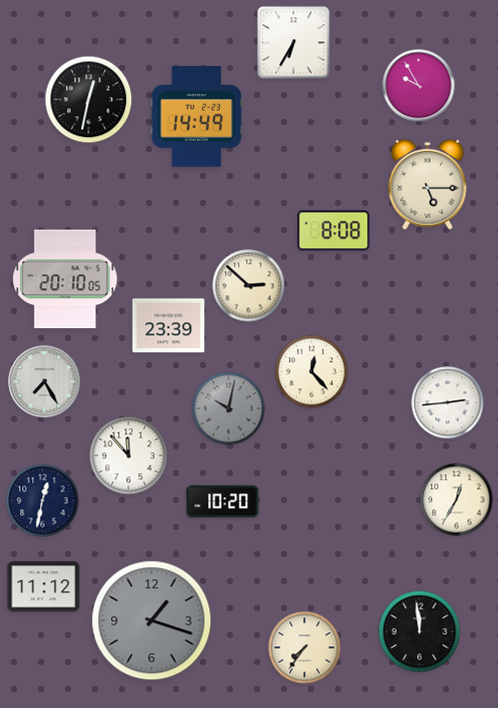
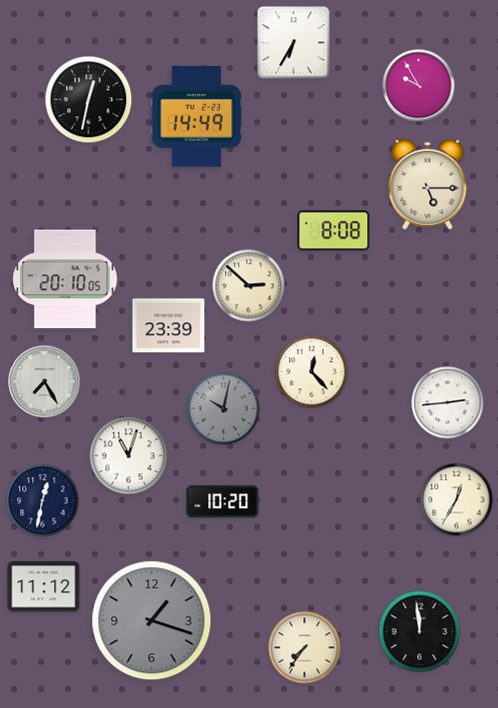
clock at (229, 409) position: (229, 409) -> (224, 409)
clock at (129, 456): 11:53 -> 11:03
